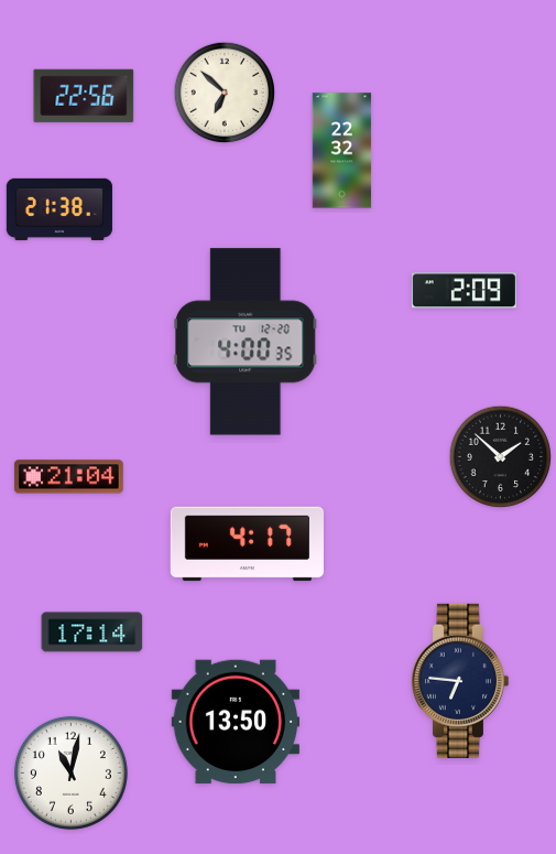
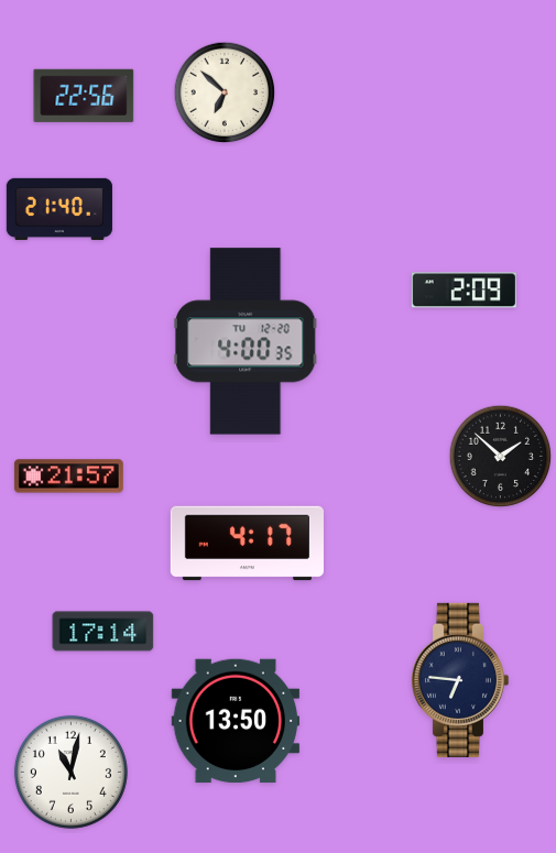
clock at (342, 151): 22:32 -> none
clock at (59, 209): 21:38 -> 21:40
clock at (68, 477): 21:04 -> 21:57
clock at (92, 633) position: (92, 633) -> (103, 632)
